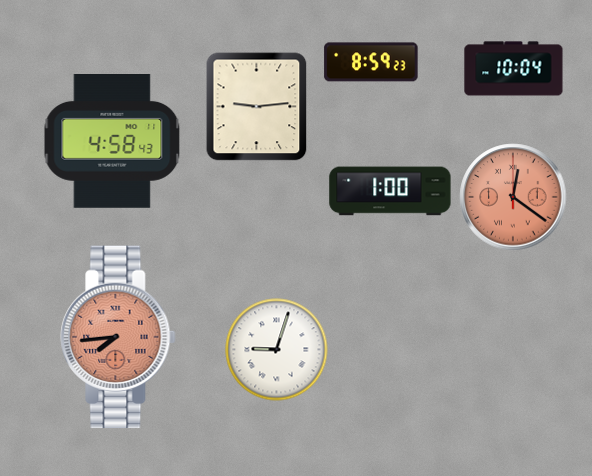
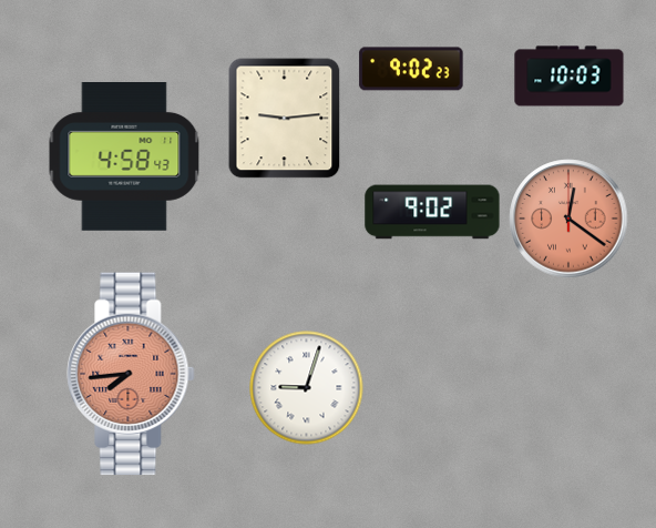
clock at (371, 62): 8:59 -> 9:02
clock at (514, 69): 10:04 -> 10:03
clock at (390, 191): 1:00 -> 9:02
